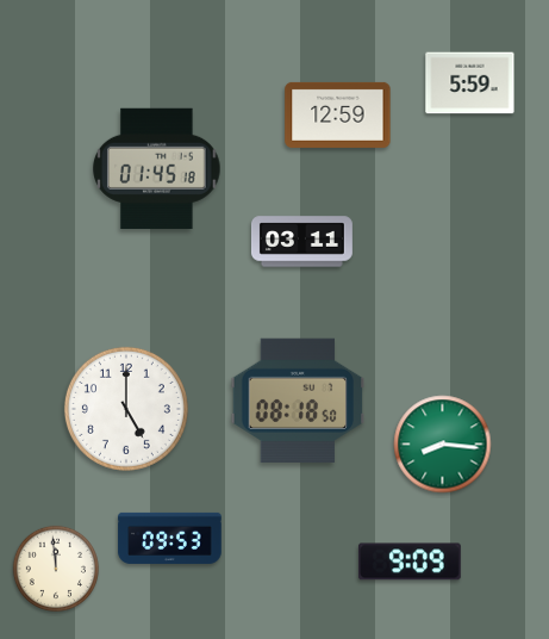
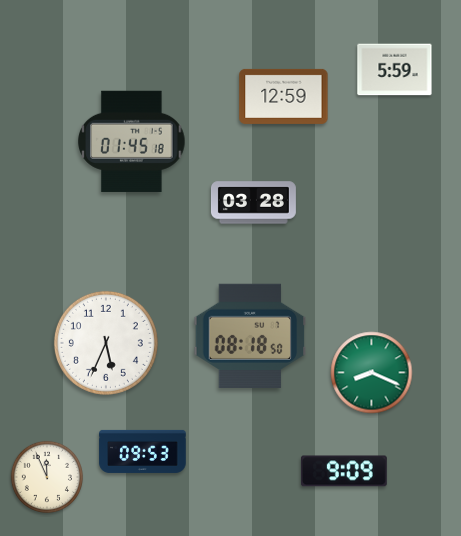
clock at (301, 242): 03:11 -> 03:28
clock at (126, 409): 5:00 -> 5:34
clock at (443, 445): 8:16 -> 8:19
clock at (56, 569): 11:59 -> 11:56
